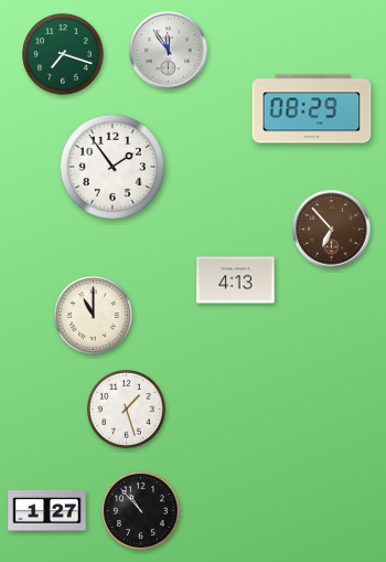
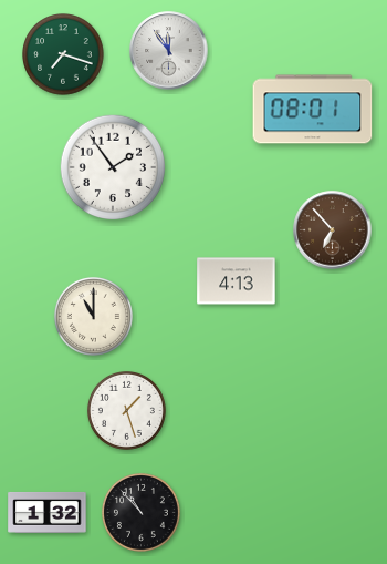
clock at (312, 109): 08:29 -> 08:01
clock at (47, 510): 1:27 -> 1:32
